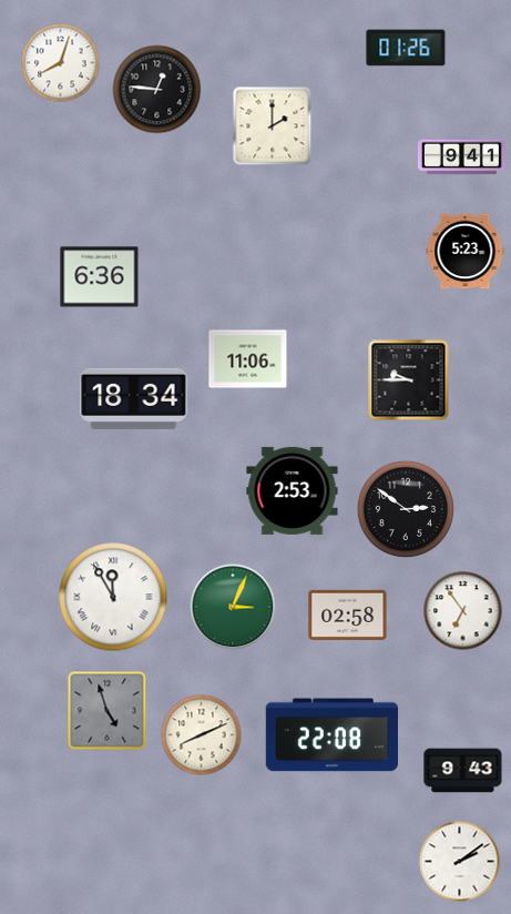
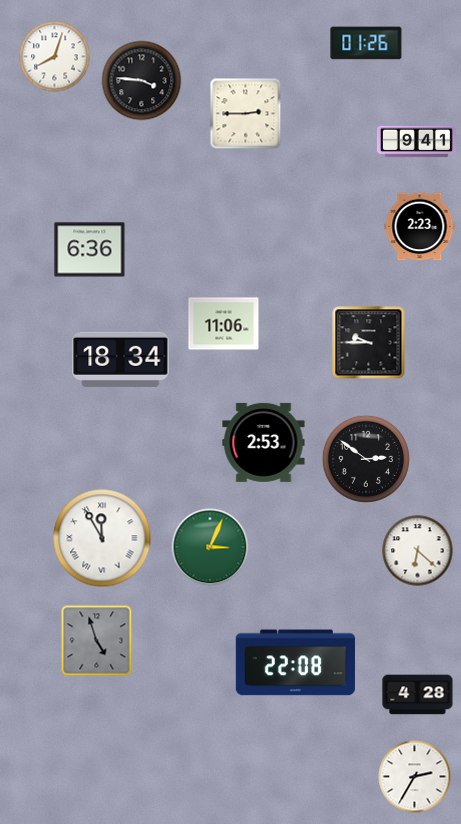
clock at (157, 90): 12:46 -> 3:46
clock at (273, 126): 2:00 -> 2:45
clock at (466, 252): 5:23 -> 2:23
clock at (463, 611): 6:54 -> 6:22
clock at (348, 615): 02:58 -> none
clock at (202, 735): 8:11 -> none
clock at (331, 735) position: (331, 735) -> (295, 663)
clock at (463, 771): 9:43 -> 4:28
clock at (460, 862): 2:09 -> 2:35
